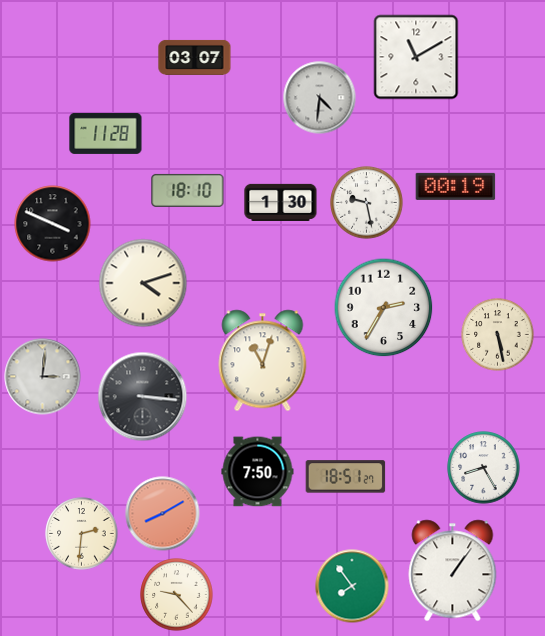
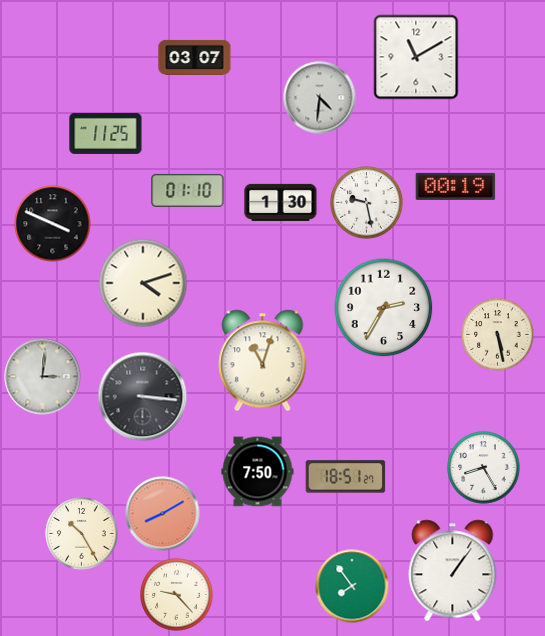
clock at (106, 133): 11:28 -> 11:25
clock at (188, 190): 18:10 -> 01:10
clock at (82, 534): 2:31 -> 10:25
